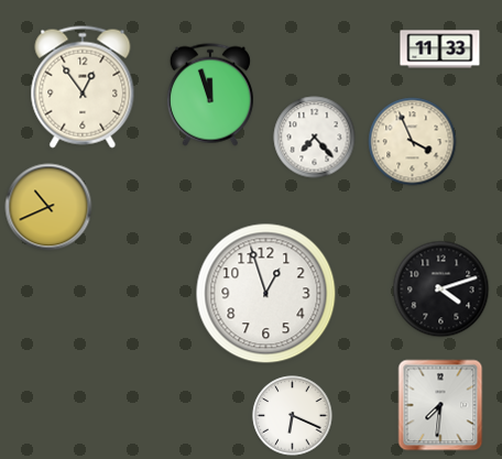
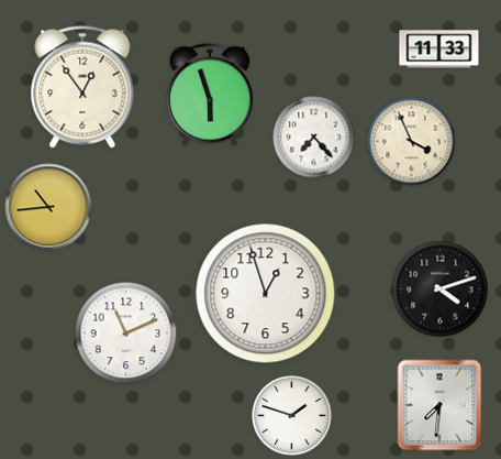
clock at (210, 95): 11:57 -> 5:57
clock at (48, 207): 10:41 -> 10:44
clock at (126, 334): none -> 11:11
clock at (293, 416): 6:19 -> 1:48
